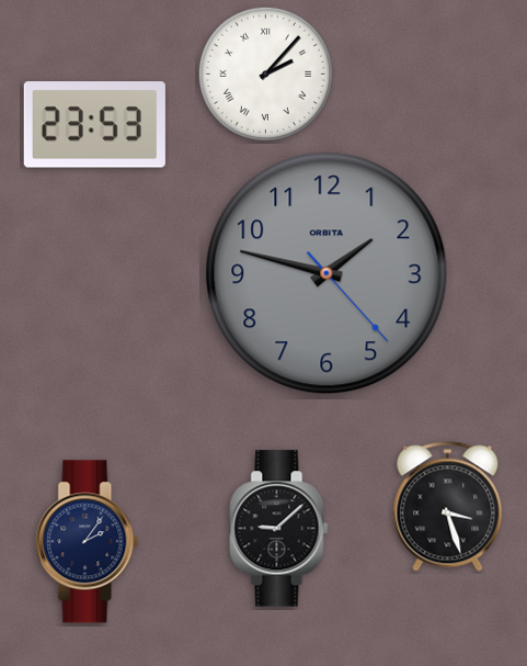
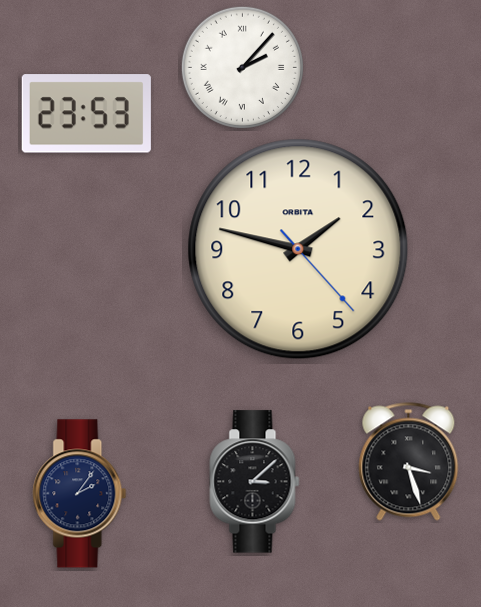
clock at (326, 273) dial: grey -> cream
clock at (279, 529): 9:08 -> 3:08
